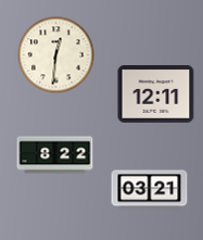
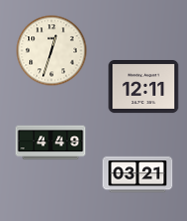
clock at (56, 55): 12:31 -> 12:33
clock at (55, 155): 8:22 -> 4:49
